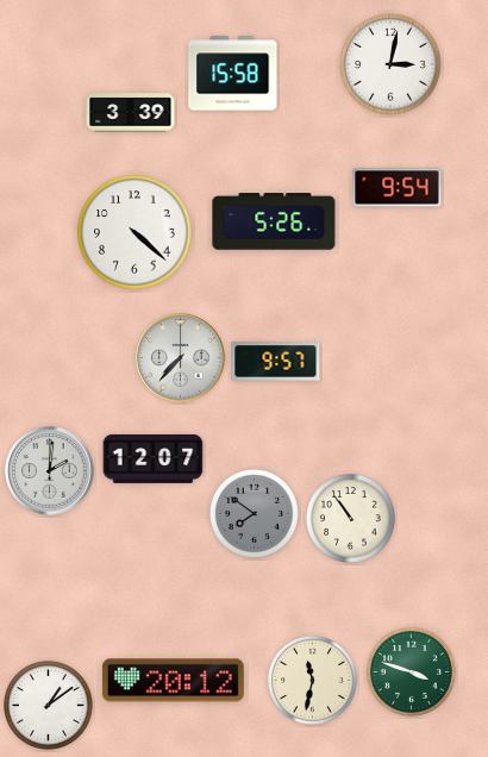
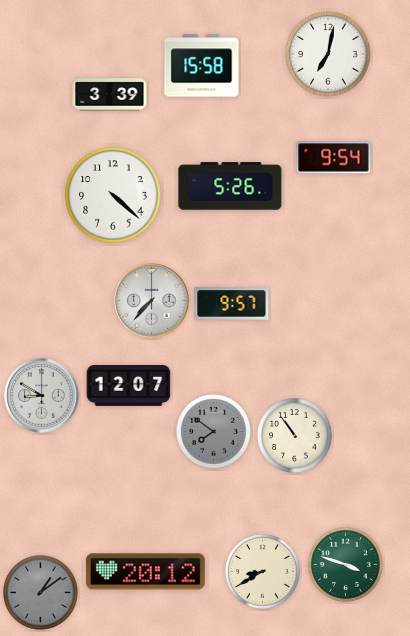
clock at (390, 64): 3:02 -> 7:02
clock at (233, 74) position: (233, 74) -> (202, 66)
clock at (50, 471): 2:01 -> 8:50
clock at (312, 680): 11:32 -> 8:40
clock at (48, 705) dial: white -> grey
